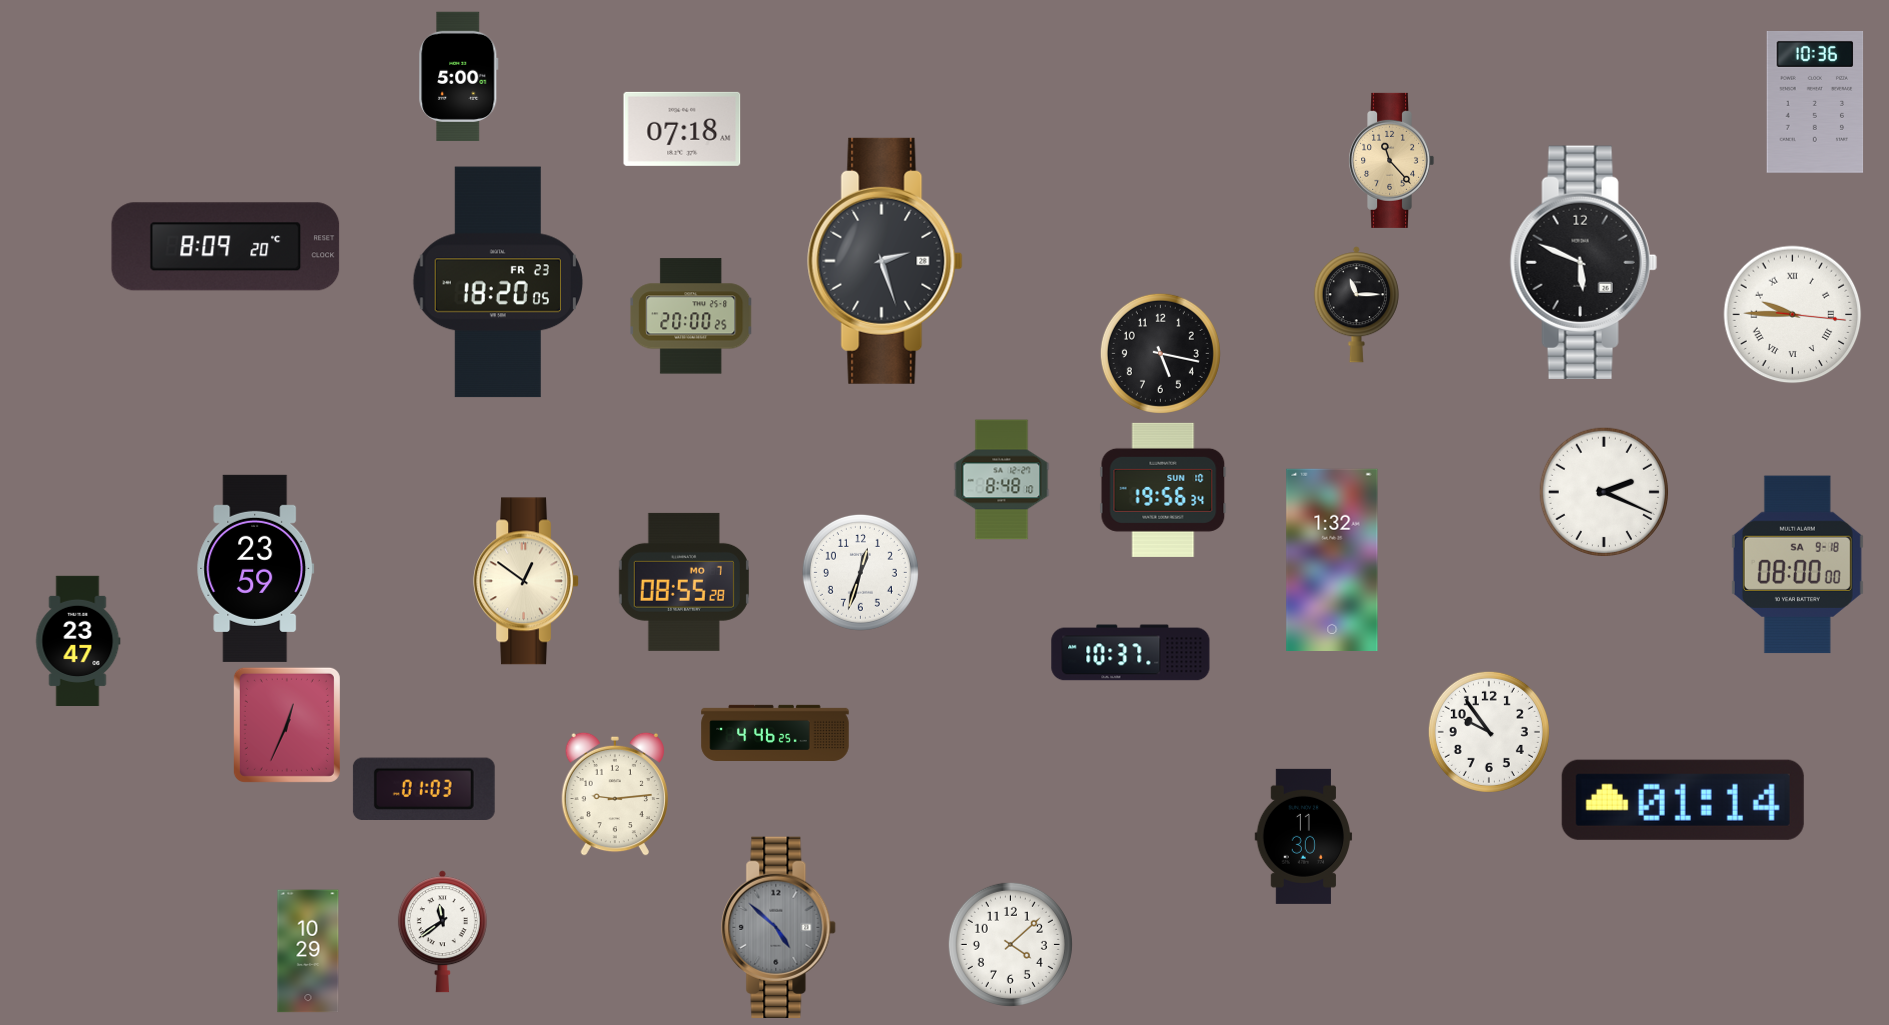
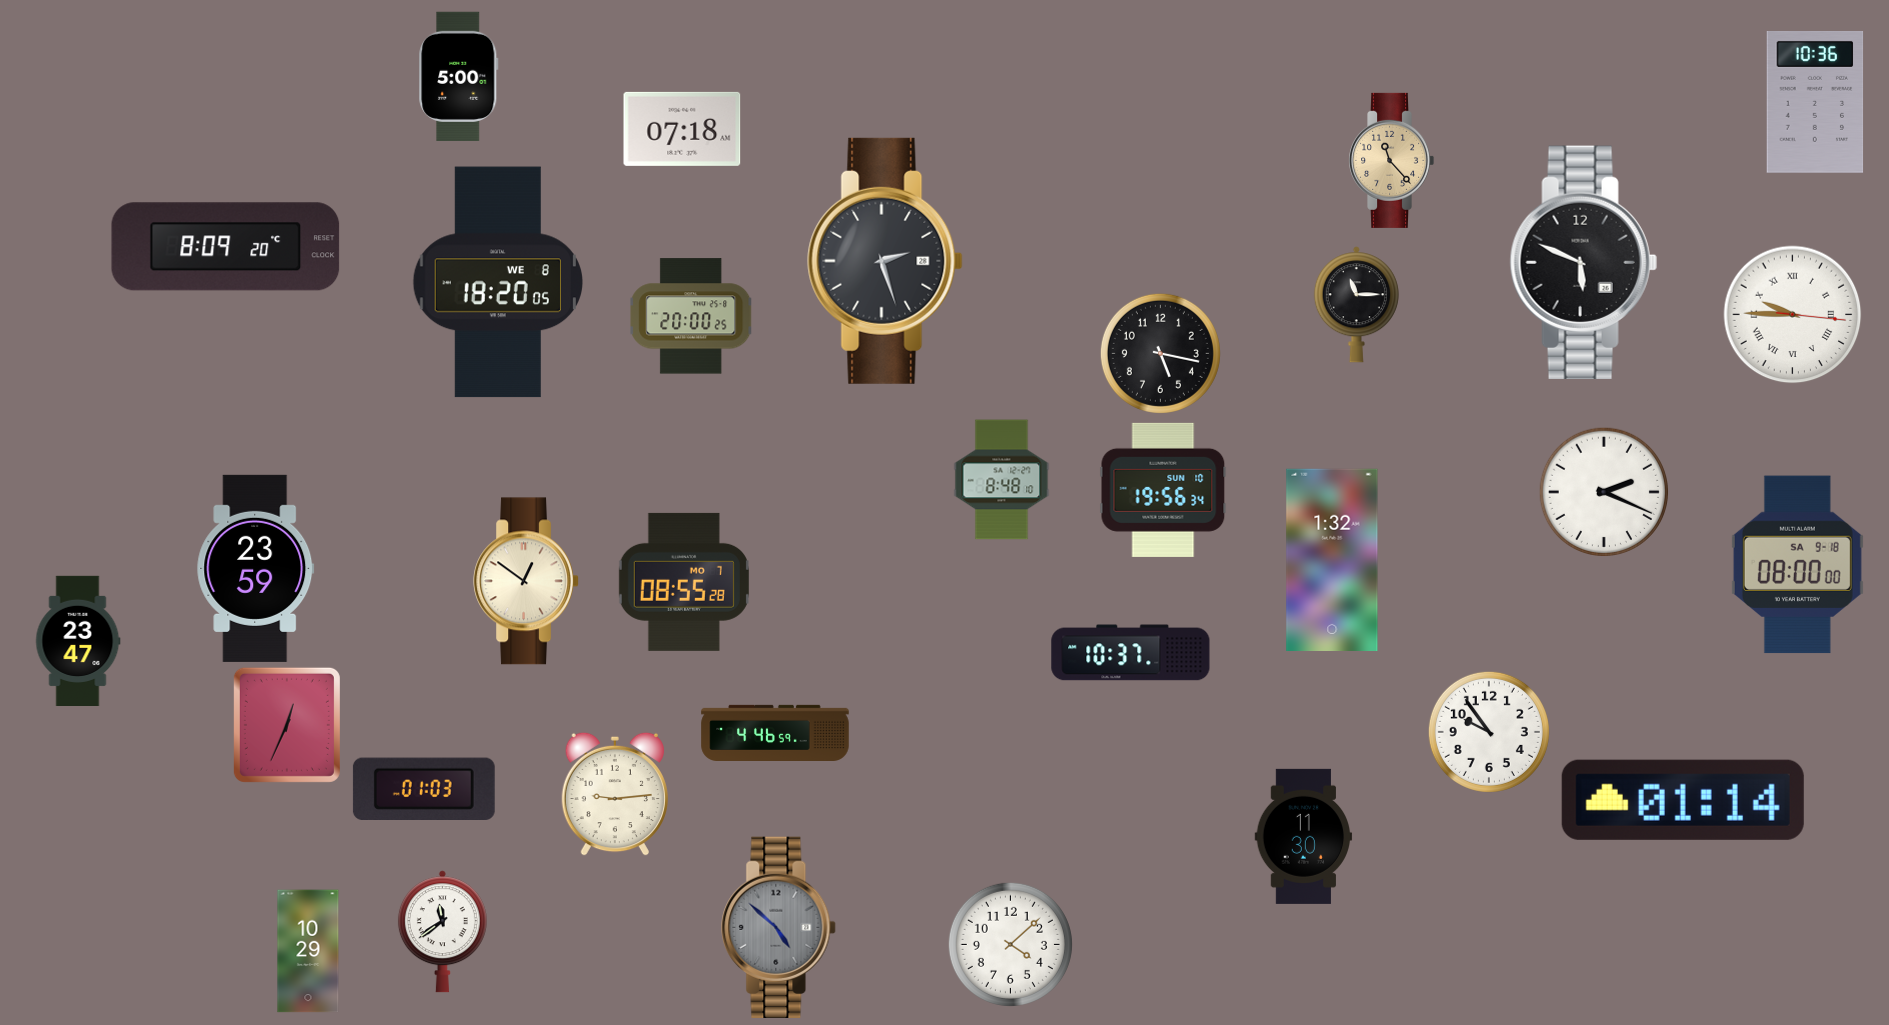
clock at (497, 282) date: FR 23 -> WE 8
clock at (860, 572): 12:33 -> none
clock at (775, 732): 4:46:25 -> 4:46:59
